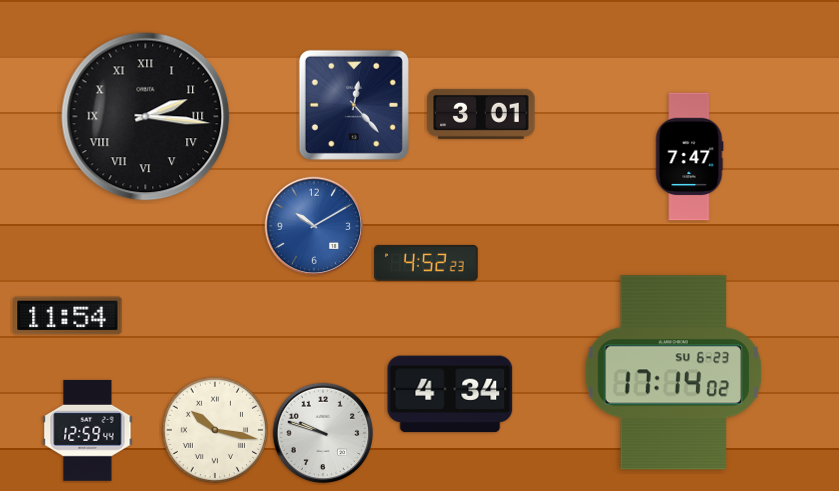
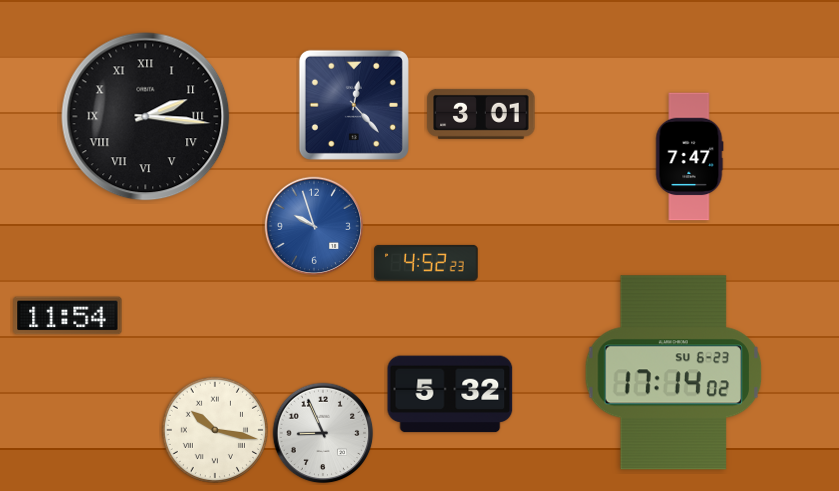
clock at (314, 226): 10:10 -> 9:57
clock at (450, 394): 4:34 -> 5:32
clock at (88, 430): 12:59 -> none
clock at (323, 433): 9:48 -> 8:56
